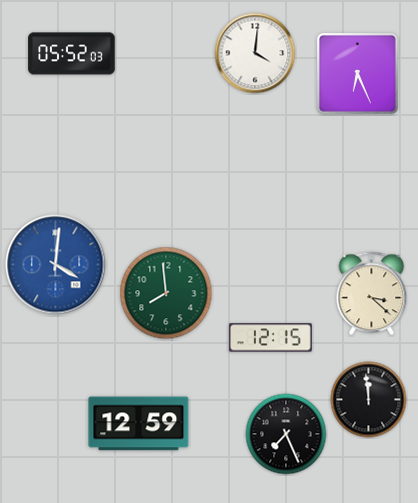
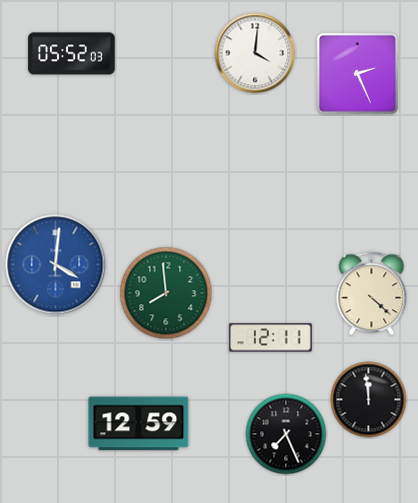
clock at (357, 73): 6:26 -> 2:26
clock at (372, 294): 3:22 -> 4:22
clock at (270, 338): 12:15 -> 12:11
